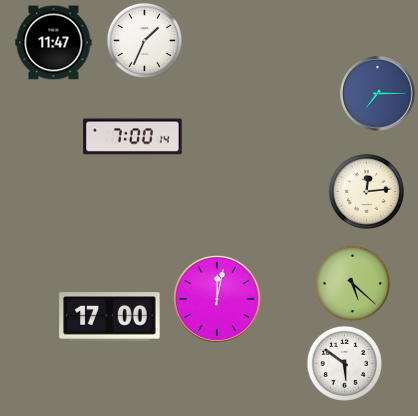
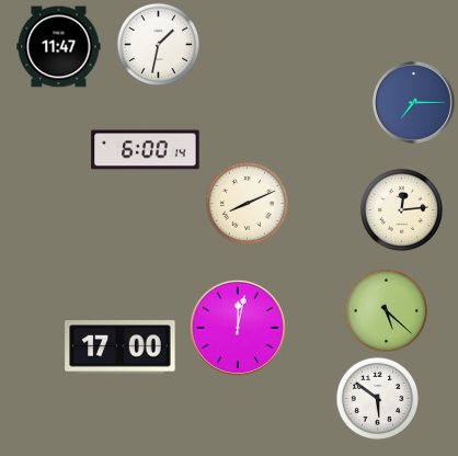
clock at (144, 40): 1:34 -> 1:32
clock at (133, 137): 7:00 -> 6:00
clock at (247, 203): none -> 8:11
